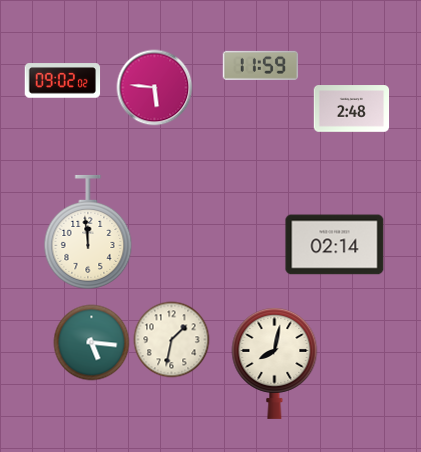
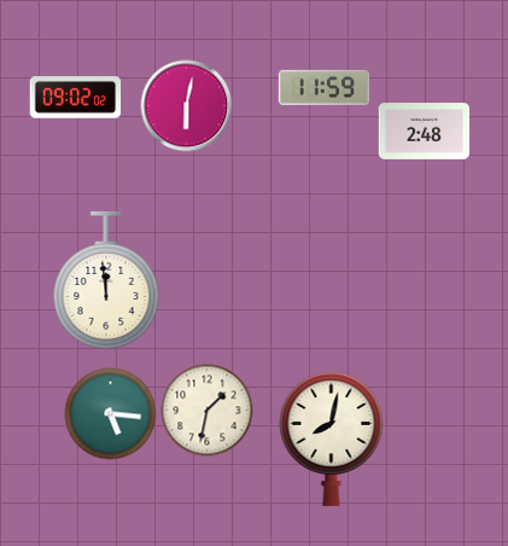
clock at (261, 65) position: (261, 65) -> (325, 87)
clock at (155, 88): 5:46 -> 6:02
clock at (335, 245): 02:14 -> none
